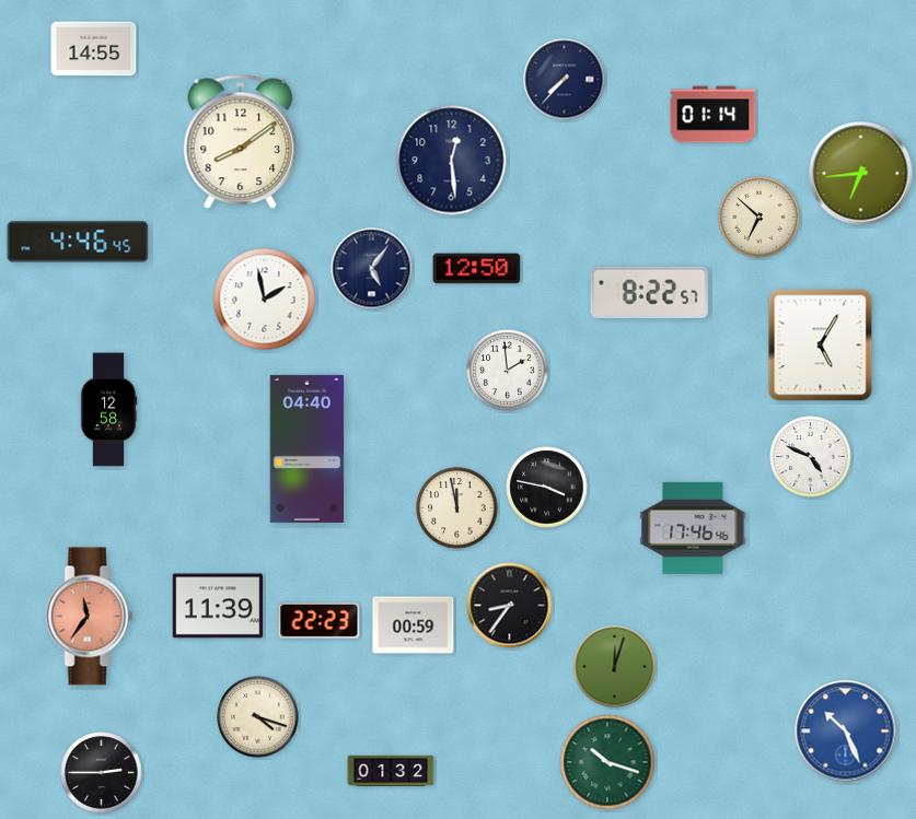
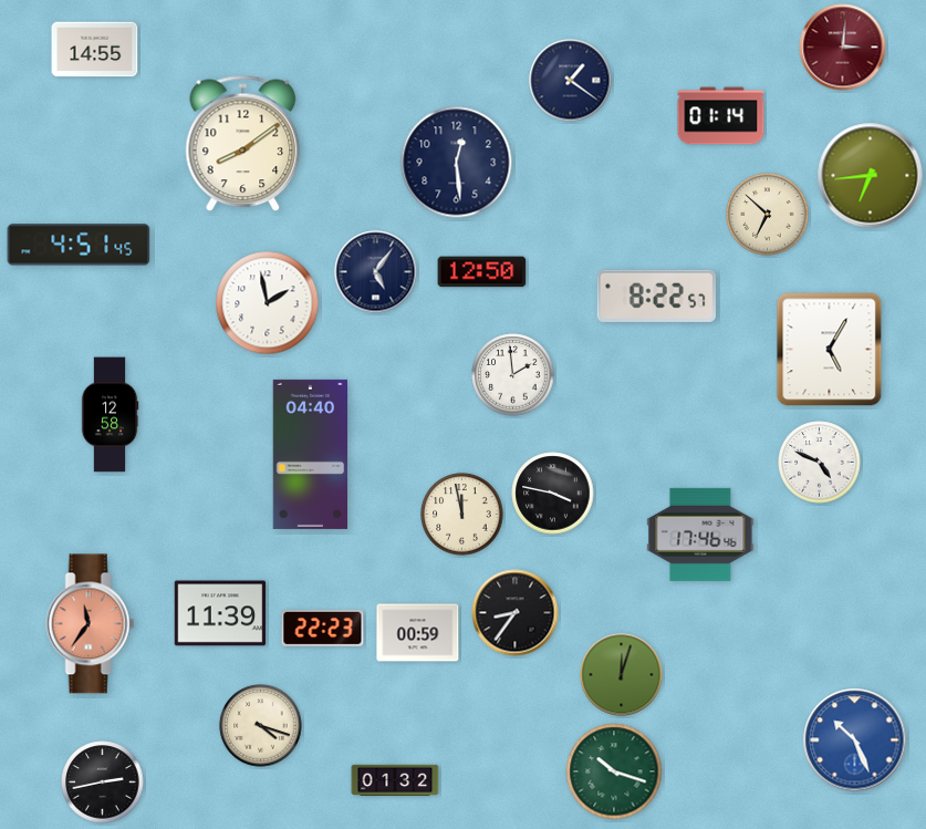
clock at (843, 48): none -> 3:01
clock at (565, 80): 7:37 -> 1:21
clock at (760, 218) position: (760, 218) -> (768, 215)
clock at (78, 242): 4:46 -> 4:51
clock at (102, 773): 2:45 -> 2:43
